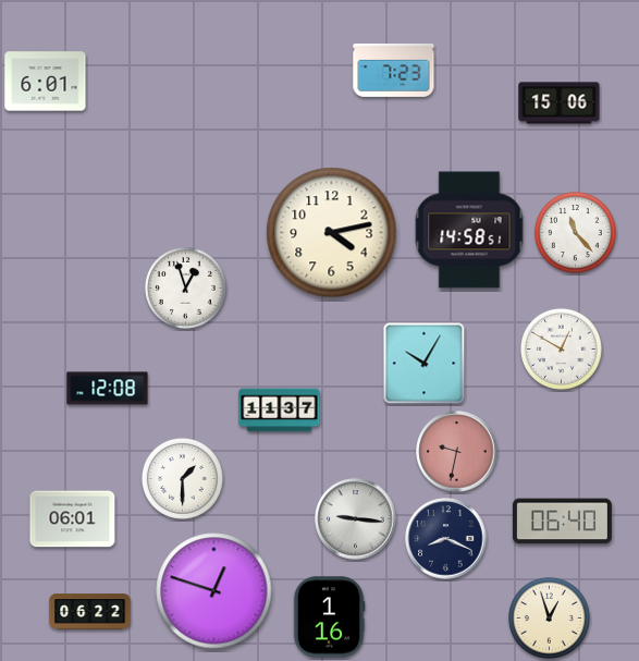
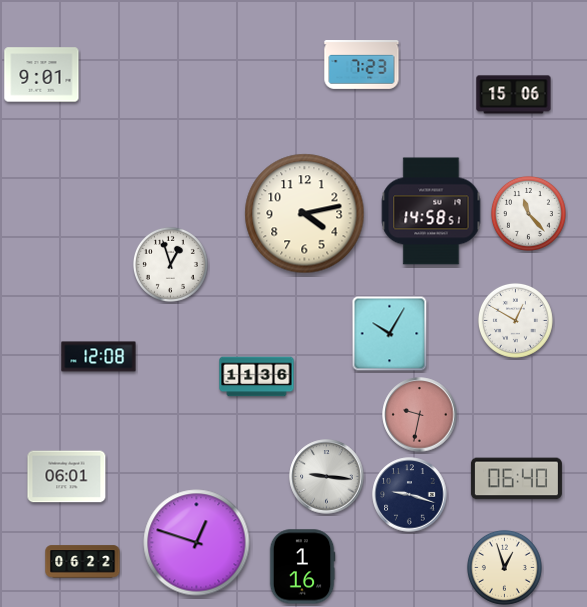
clock at (46, 82): 6:01 -> 9:01
clock at (280, 411): 11:37 -> 11:36
clock at (182, 478): 1:30 -> none
clock at (446, 539): 8:19 -> 9:18
